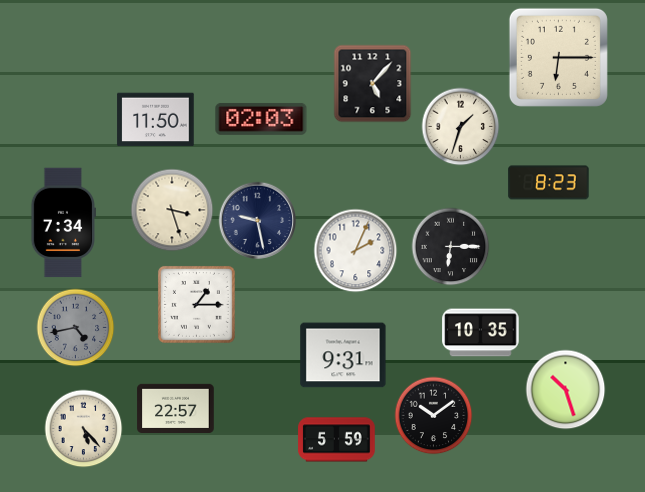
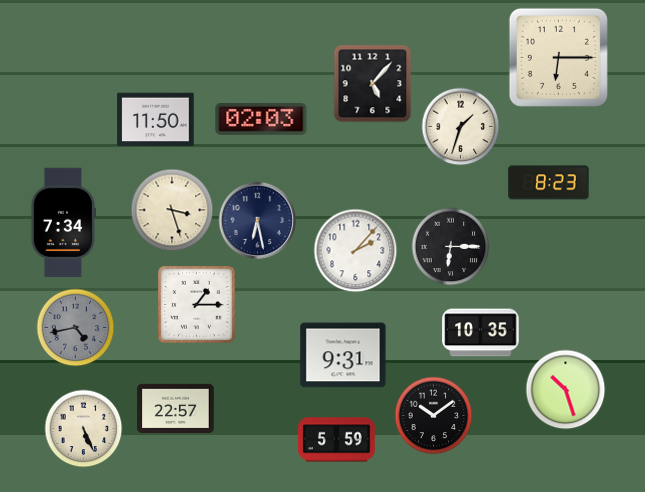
clock at (257, 220): 9:28 -> 6:28
clock at (355, 250): 2:04 -> 2:07
clock at (83, 428): 5:23 -> 5:26
